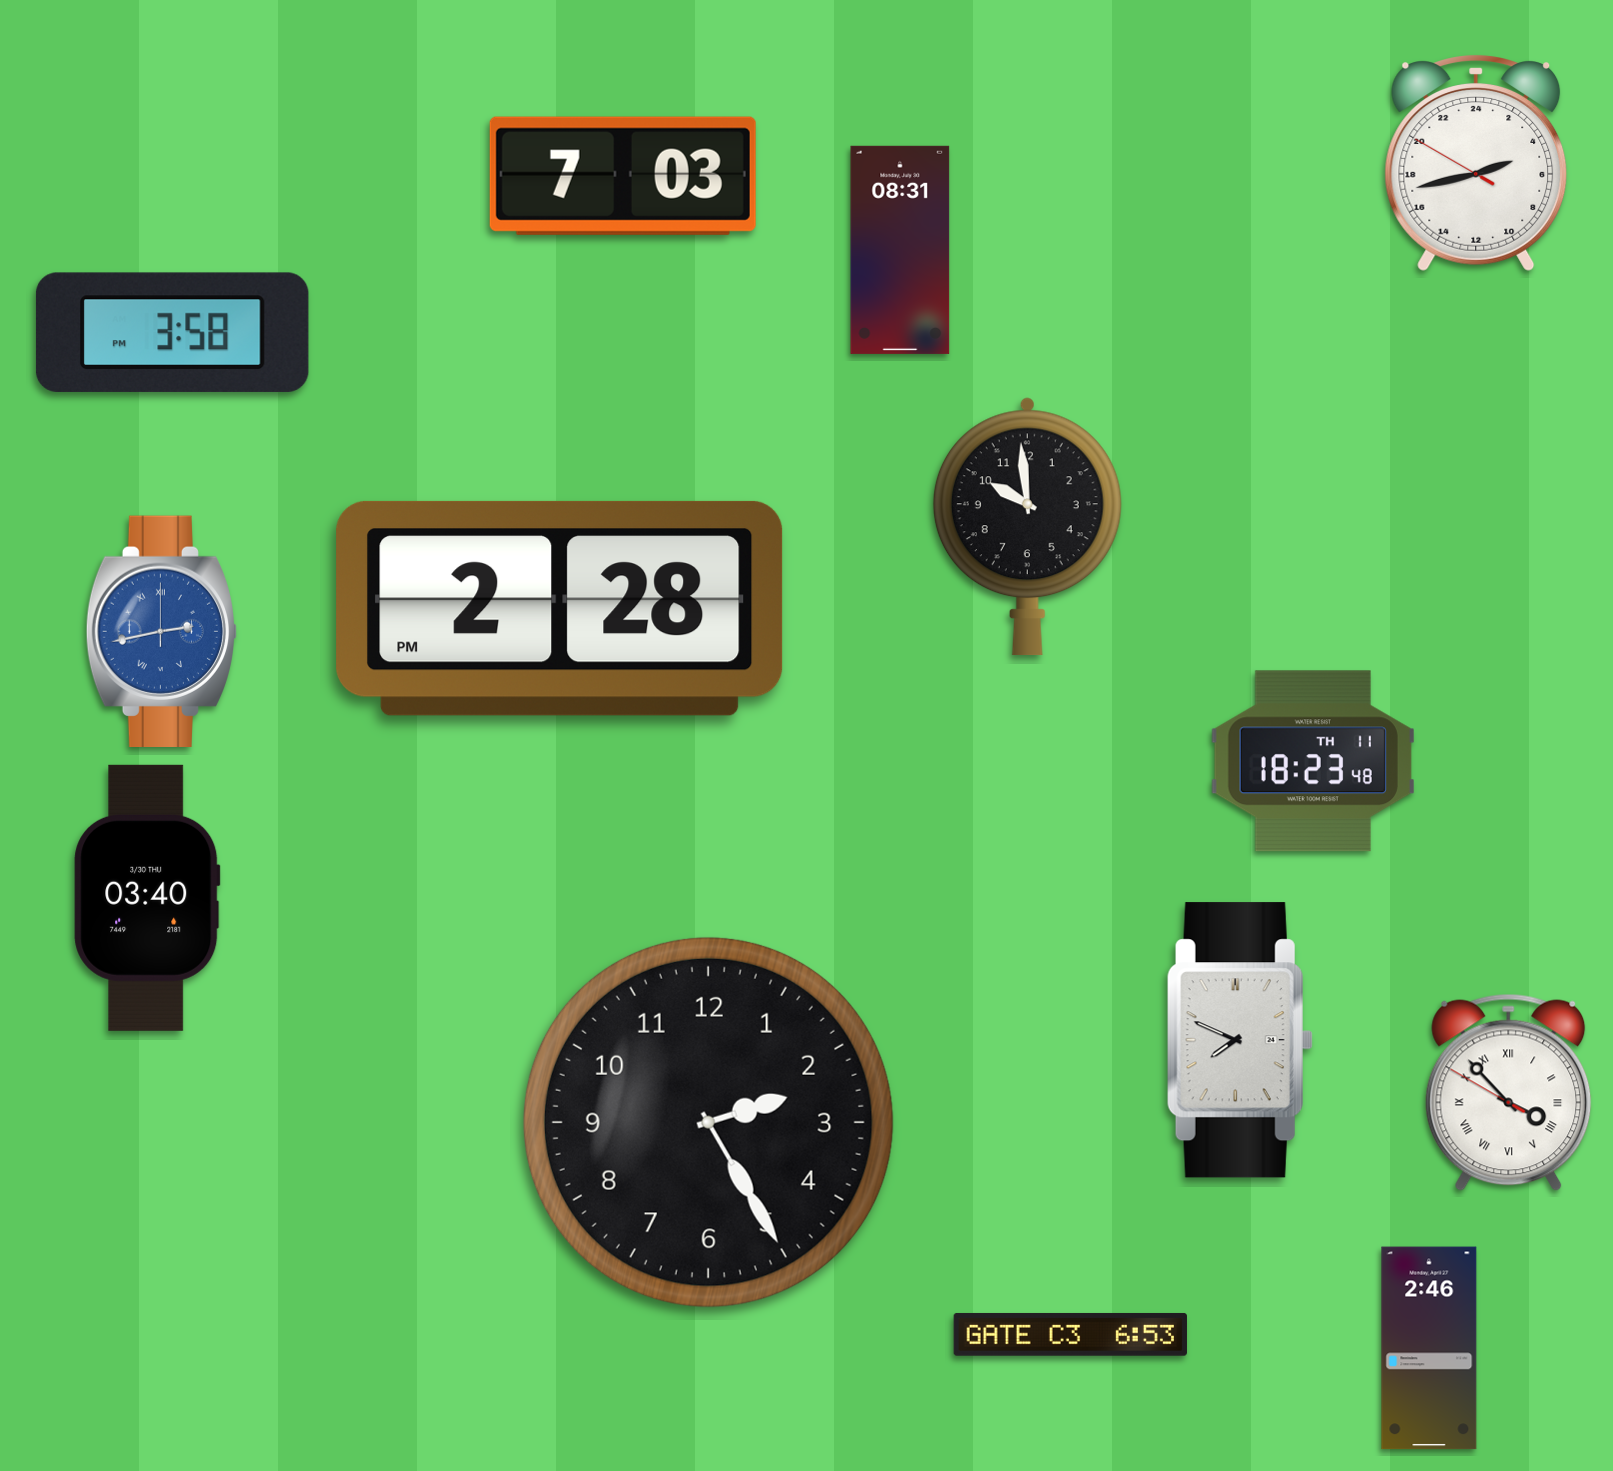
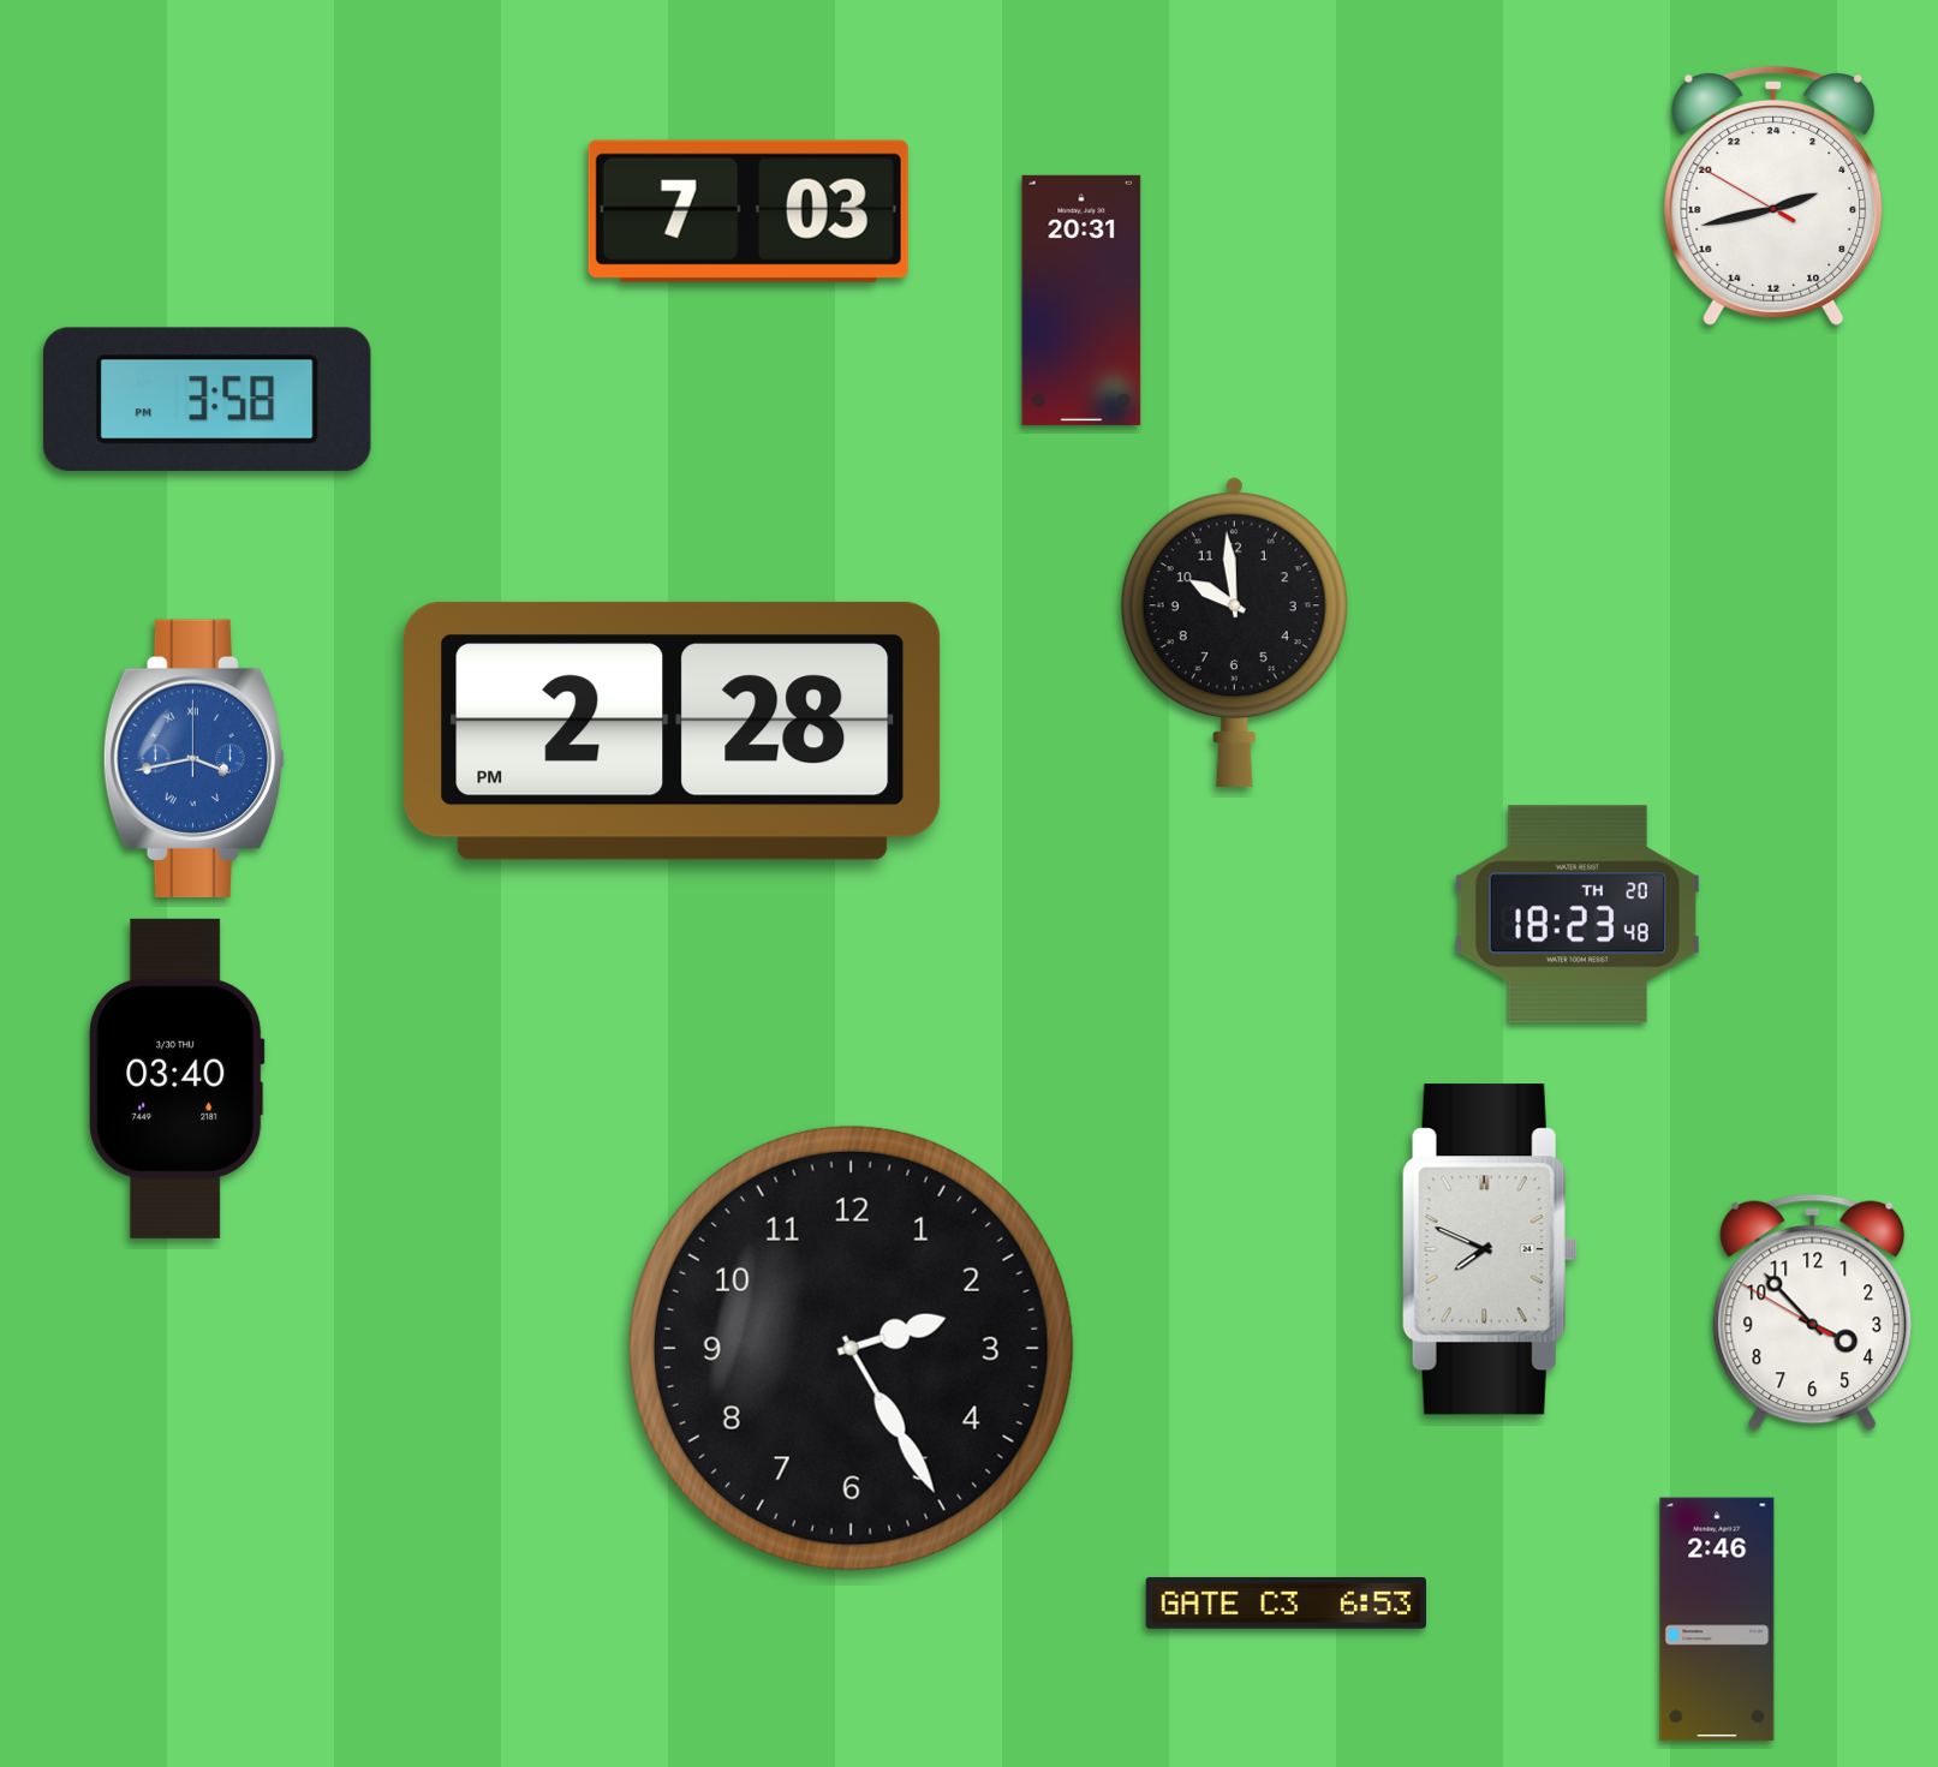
clock at (900, 250): 08:31 -> 20:31
clock at (162, 631): 2:43 -> 3:43
clock at (1313, 761) date: TH 11 -> TH 20
clock at (1509, 1093) numerals: Roman -> Arabic
